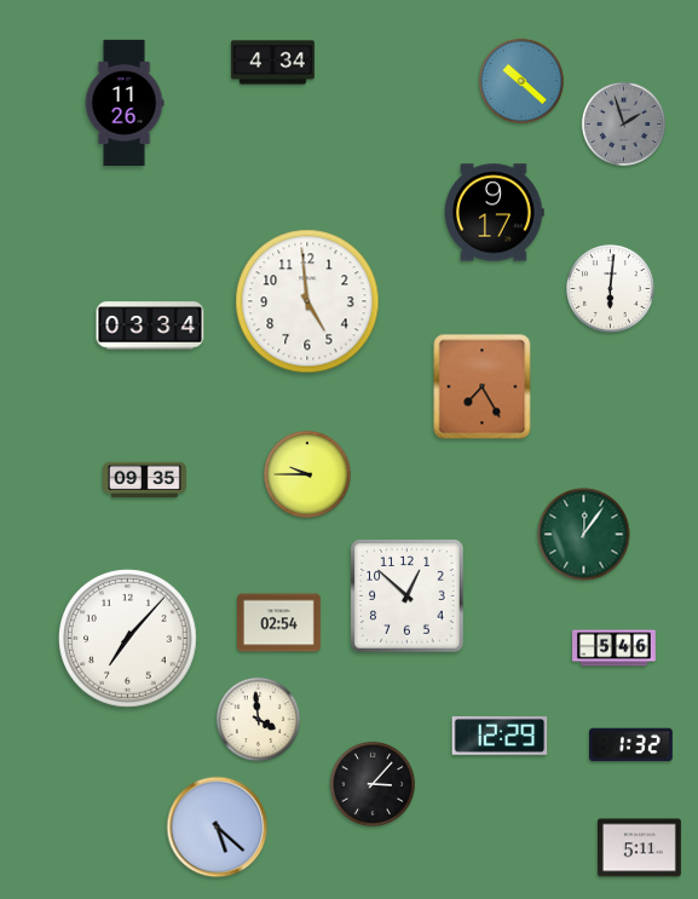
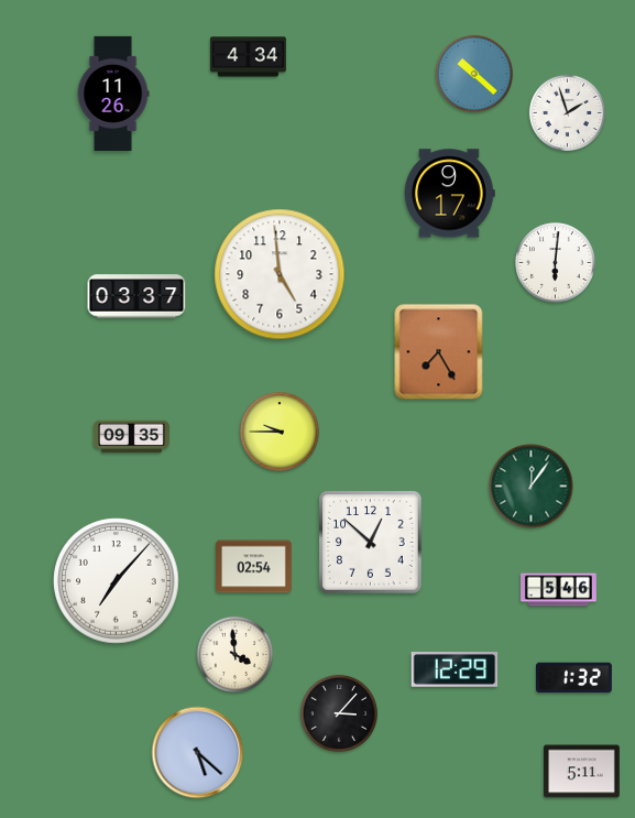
clock at (623, 123) dial: grey -> white
clock at (150, 325): 03:34 -> 03:37
